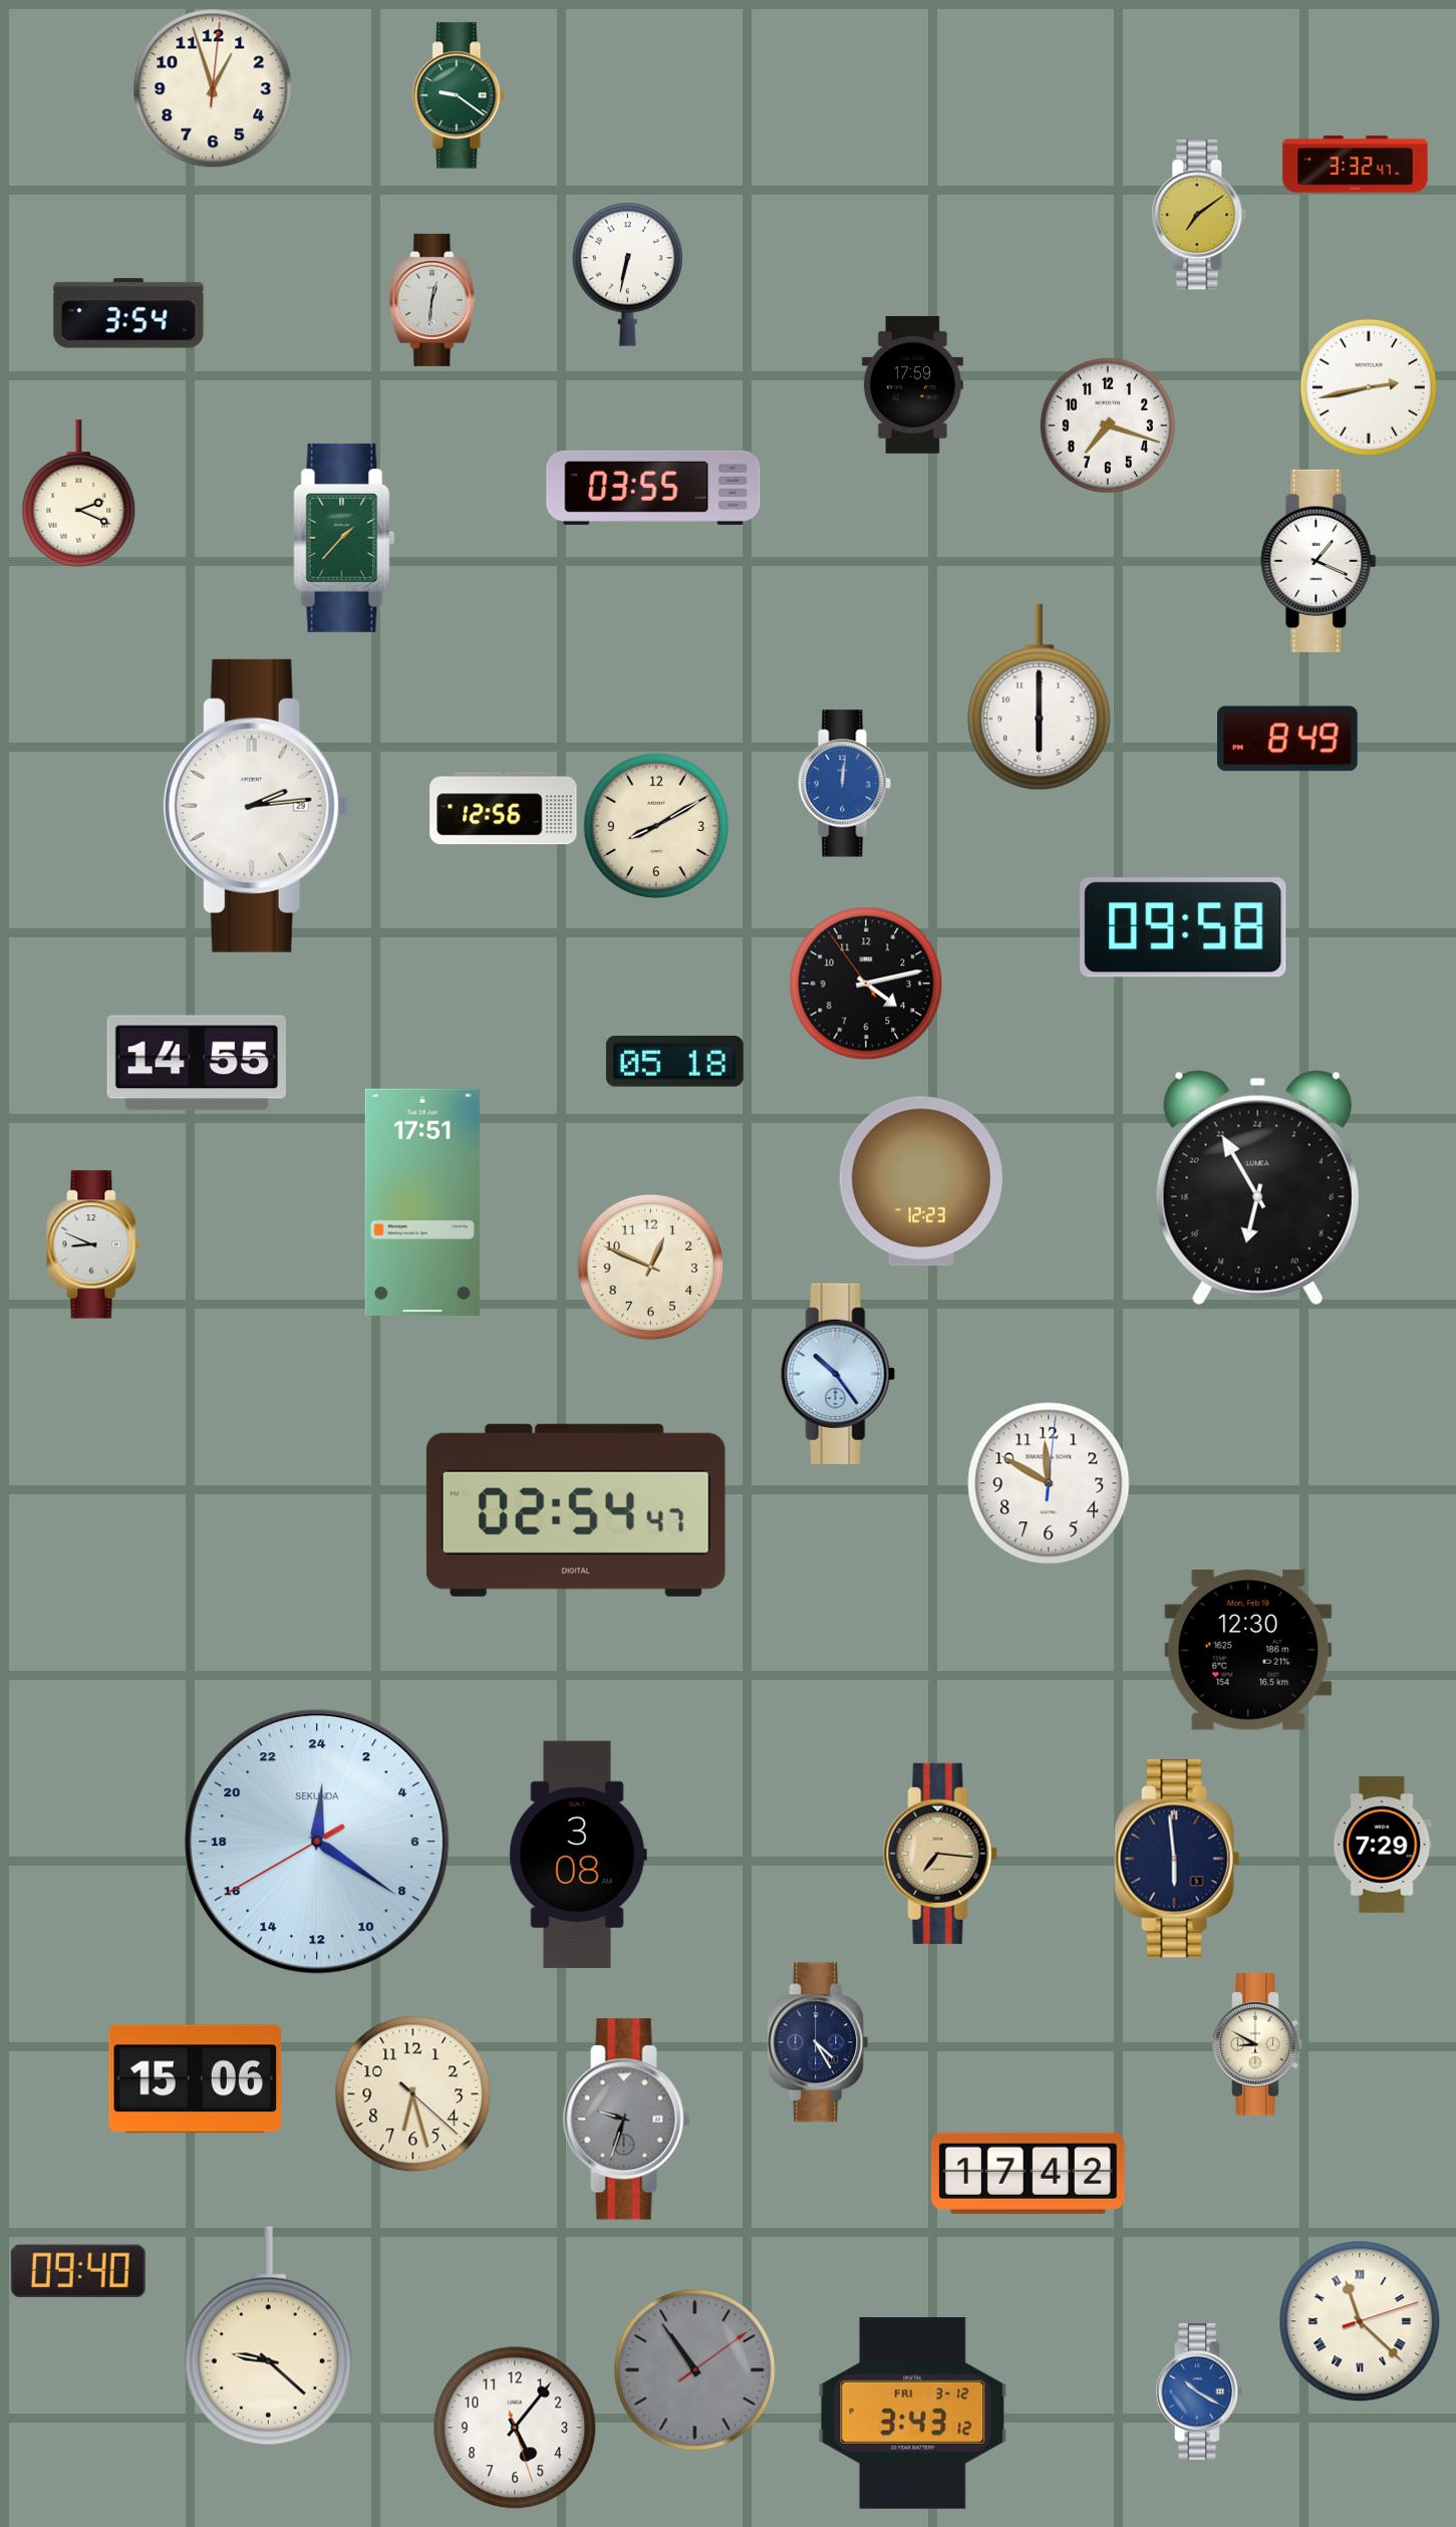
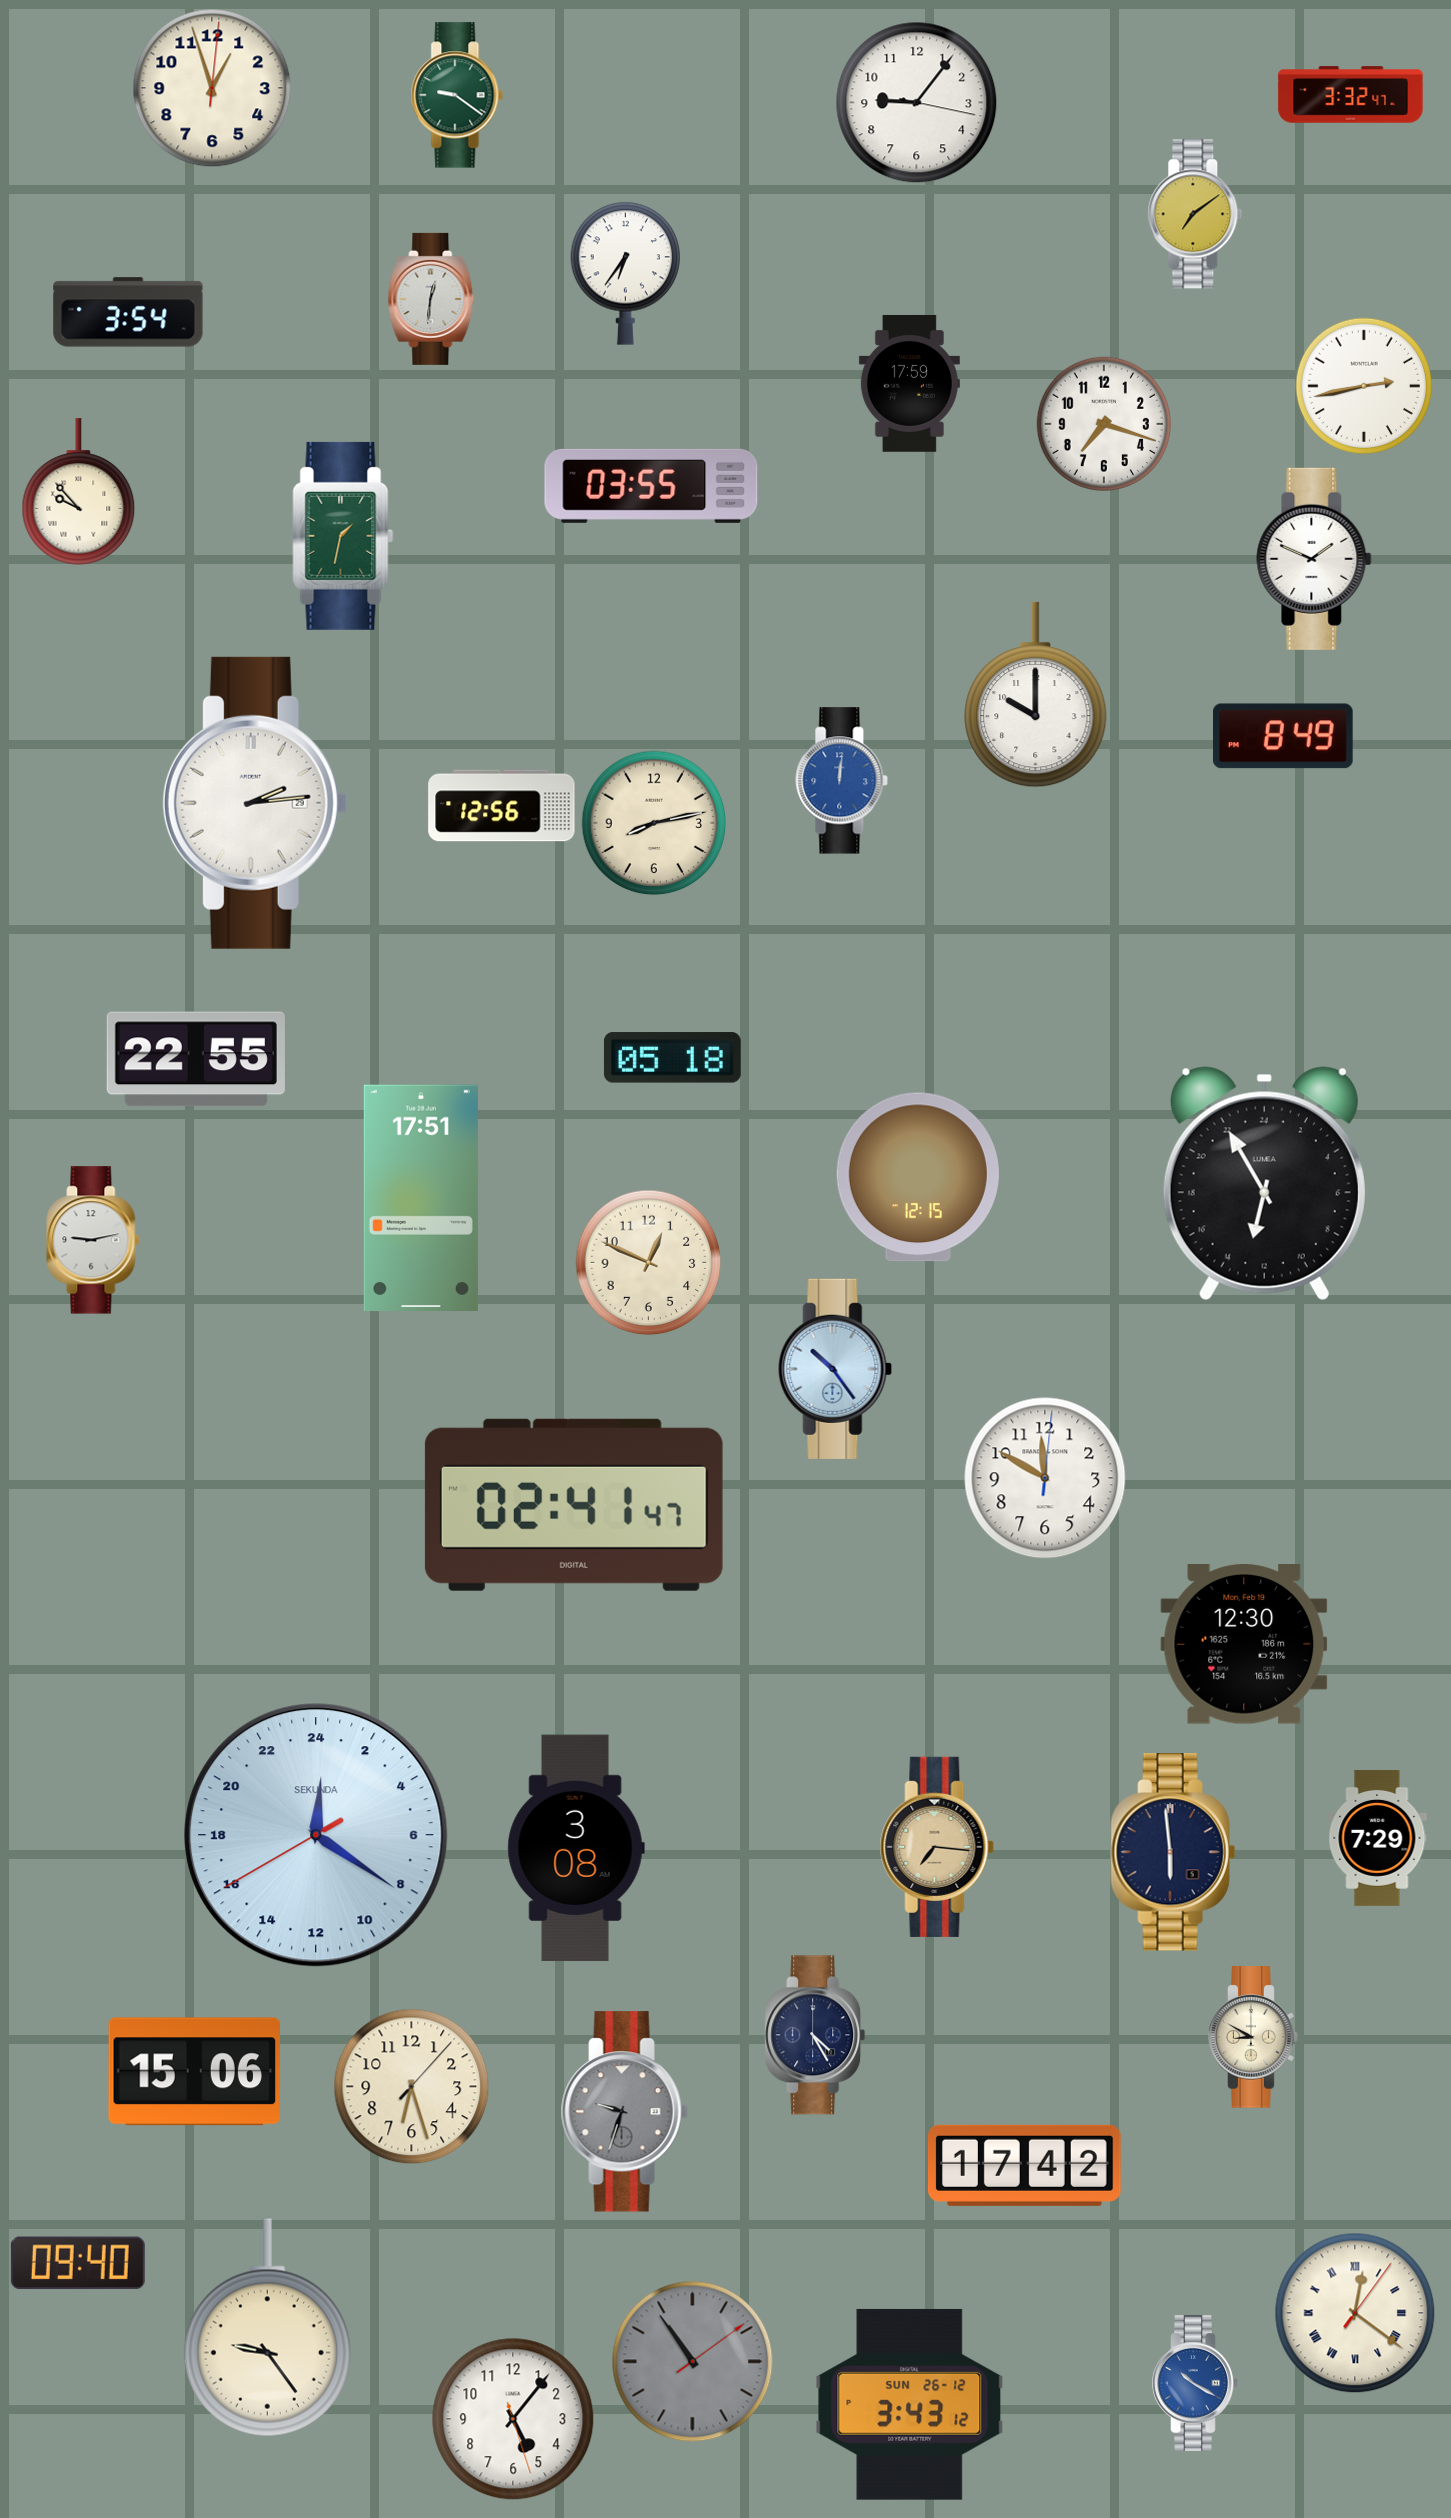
clock at (917, 103): none -> 9:06
clock at (1356, 165) position: (1356, 165) -> (1351, 95)
clock at (628, 274): 6:32 -> 6:36
clock at (79, 494): 2:19 -> 9:53
clock at (344, 538): 1:37 -> 1:32
clock at (1319, 561): 1:19 -> 1:49
clock at (1040, 697): 6:00 -> 10:00
clock at (656, 826): 8:10 -> 8:13
clock at (1183, 927): 09:58 -> none
clock at (866, 984): 4:12 -> none
clock at (197, 1063): 14:55 -> 22:55
clock at (921, 1181): 12:23 -> 12:15
clock at (1257, 1188) position: (1257, 1188) -> (1264, 1184)
clock at (93, 1244): 8:49 -> 9:13
clock at (576, 1510): 02:54 -> 02:41
clock at (413, 2094): 6:27:22 -> 6:27:07
clock at (1360, 2321): 11:22 -> 12:21
clock at (268, 2336): 9:22 -> 9:24
clock at (913, 2413) date: FRI 3-12 -> SUN 26-12
